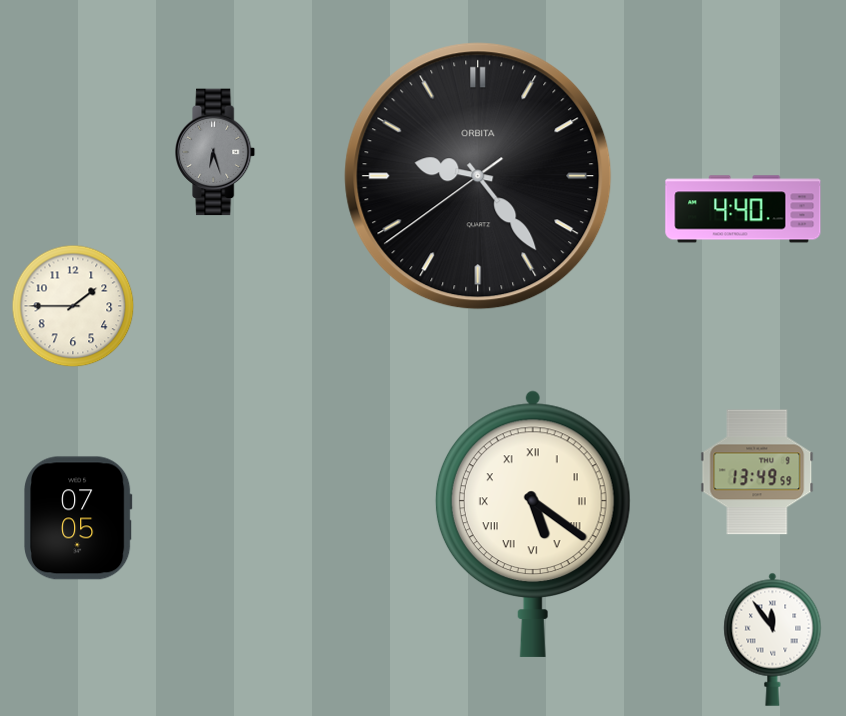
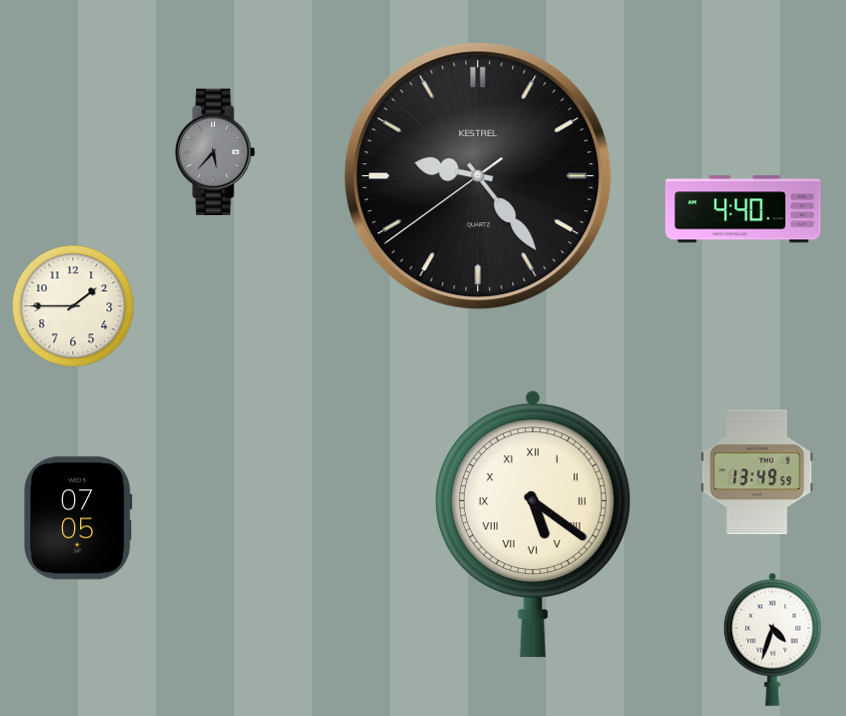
clock at (216, 152): 6:27 -> 5:37
clock at (478, 176) brand: ORBITA -> KESTREL
clock at (773, 639): 11:54 -> 4:33
